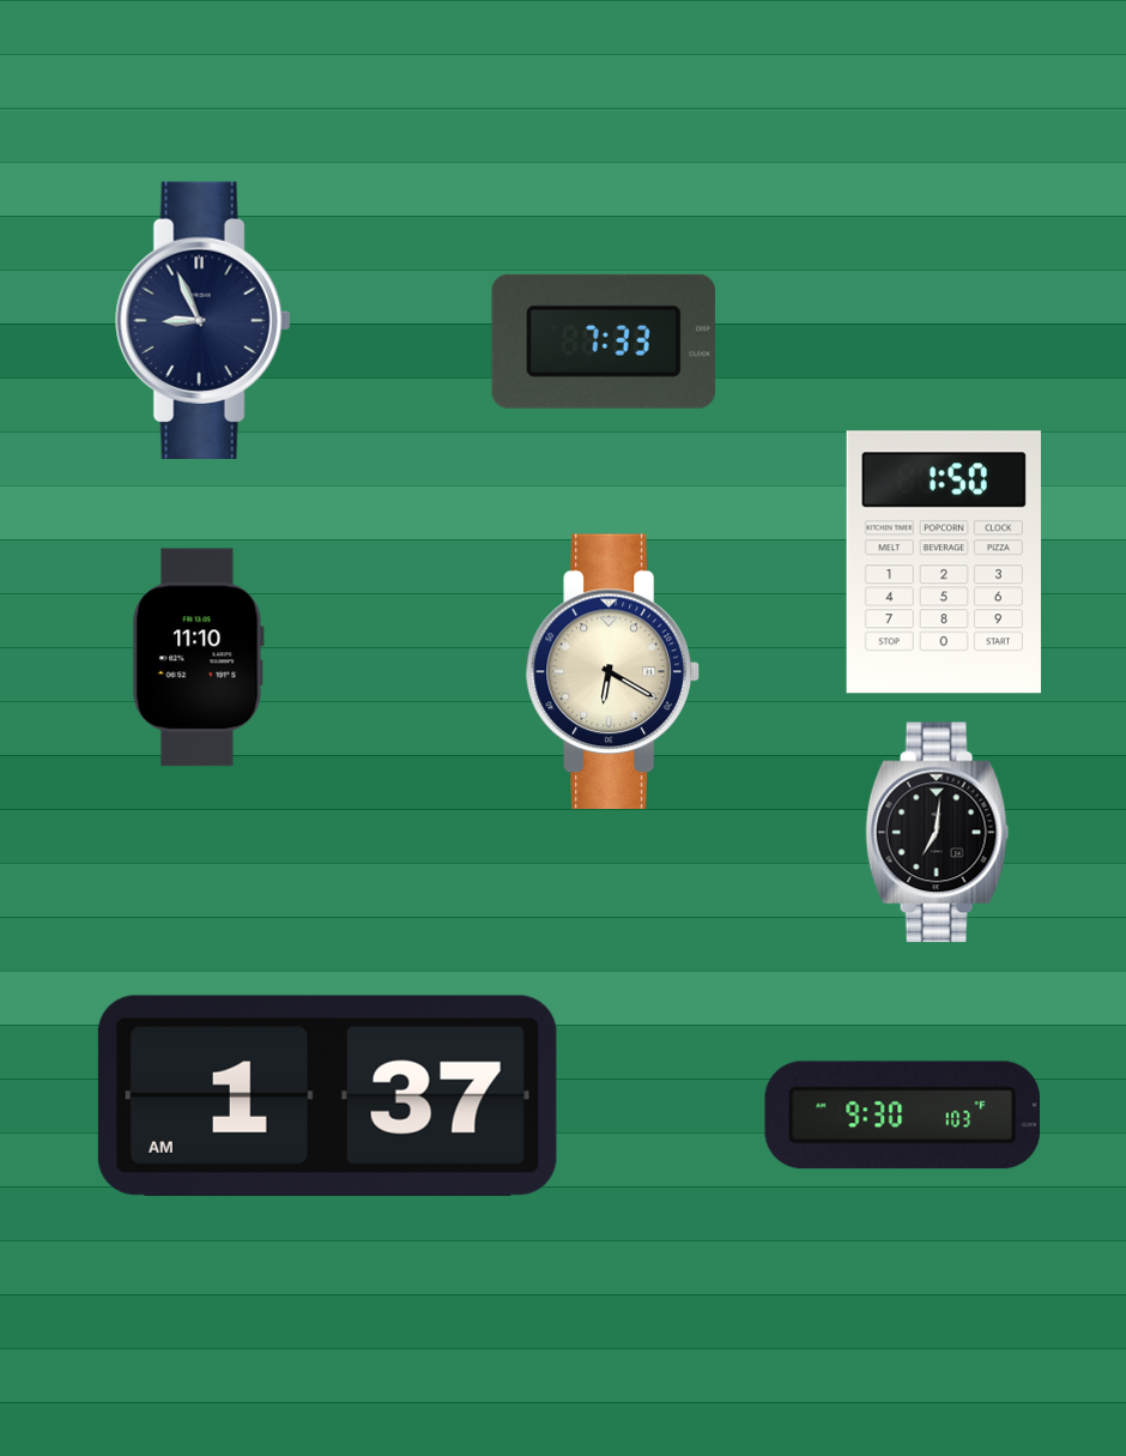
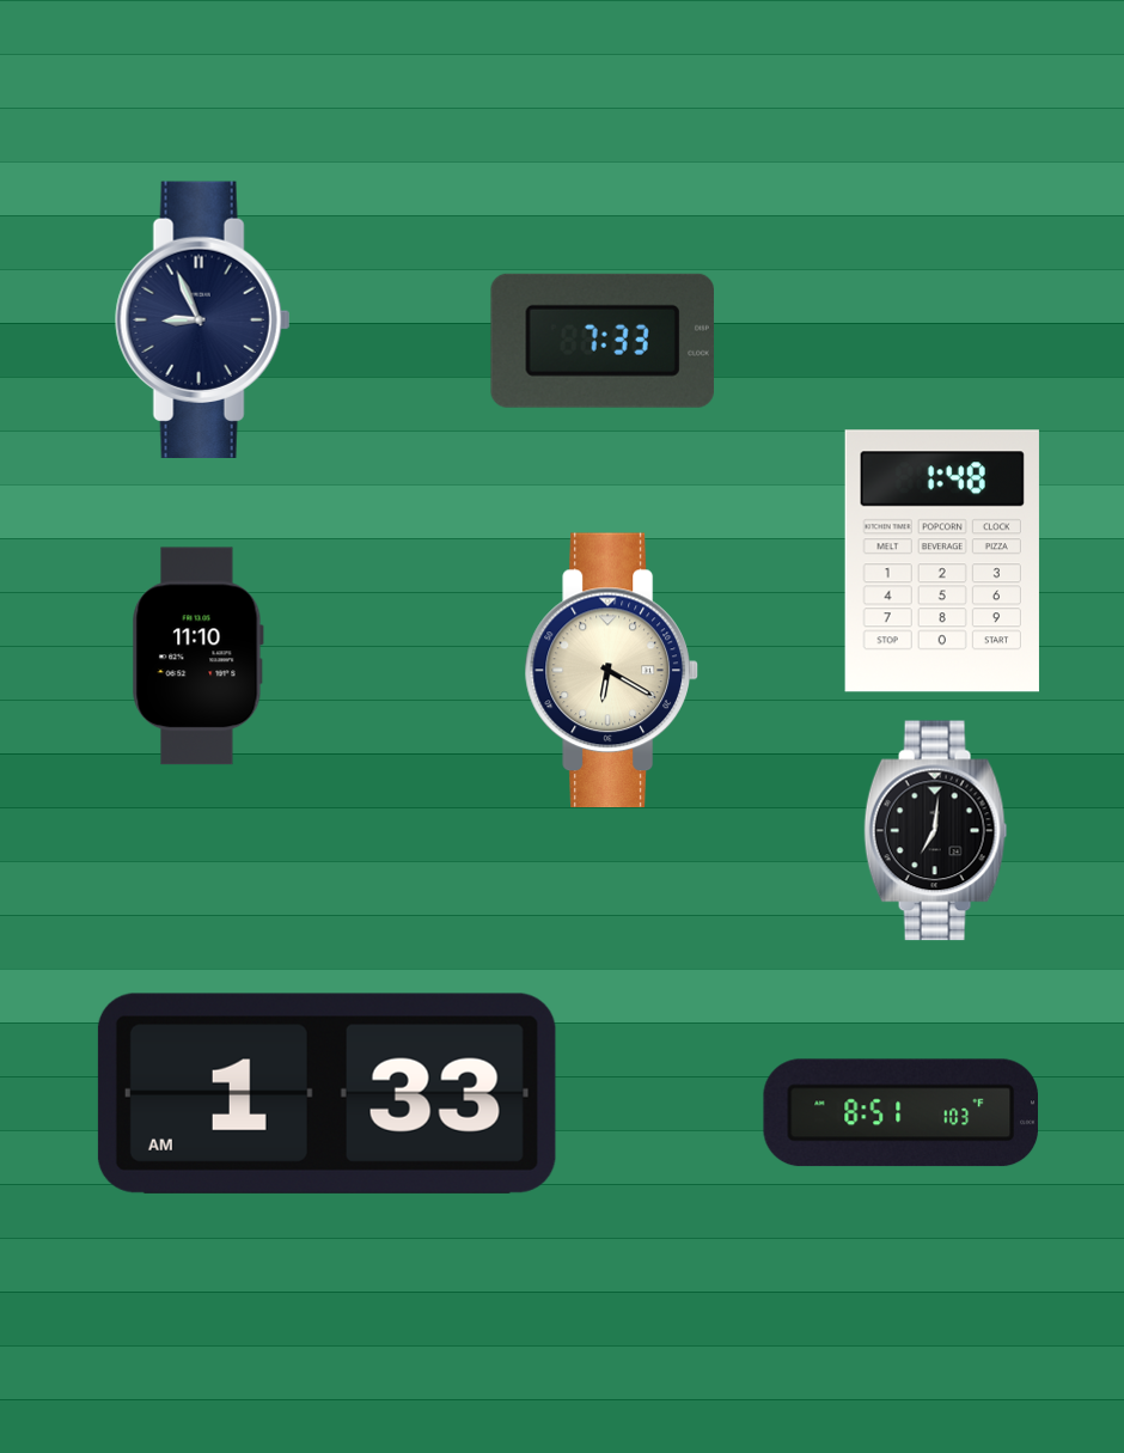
clock at (944, 562): 1:50 -> 1:48
clock at (327, 1095): 1:37 -> 1:33
clock at (902, 1116): 9:30 -> 8:51
